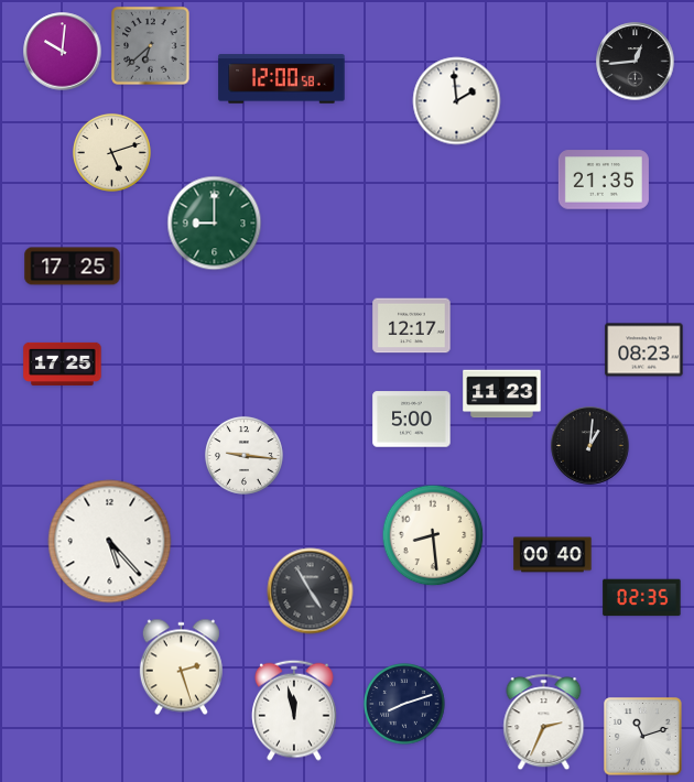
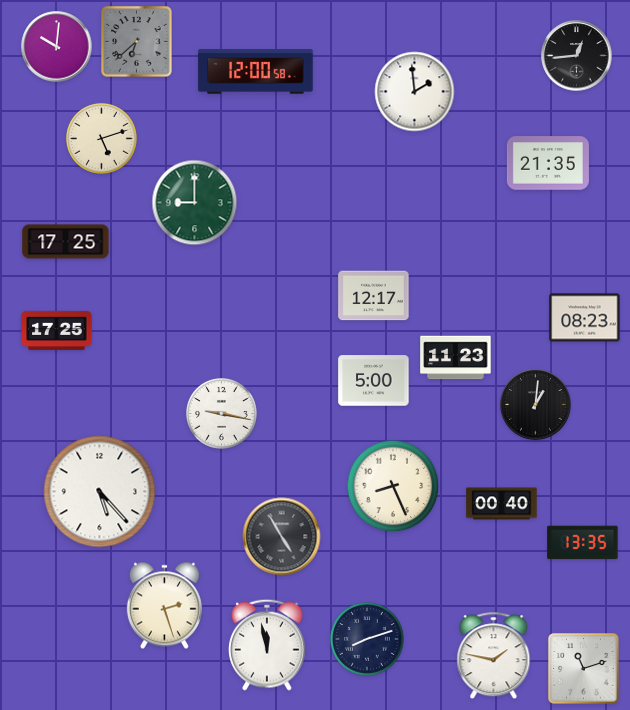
clock at (243, 455): 9:16 -> 9:17
clock at (433, 535): 8:29 -> 8:26
clock at (642, 598): 02:35 -> 13:35
clock at (544, 723): 2:34 -> 1:47
